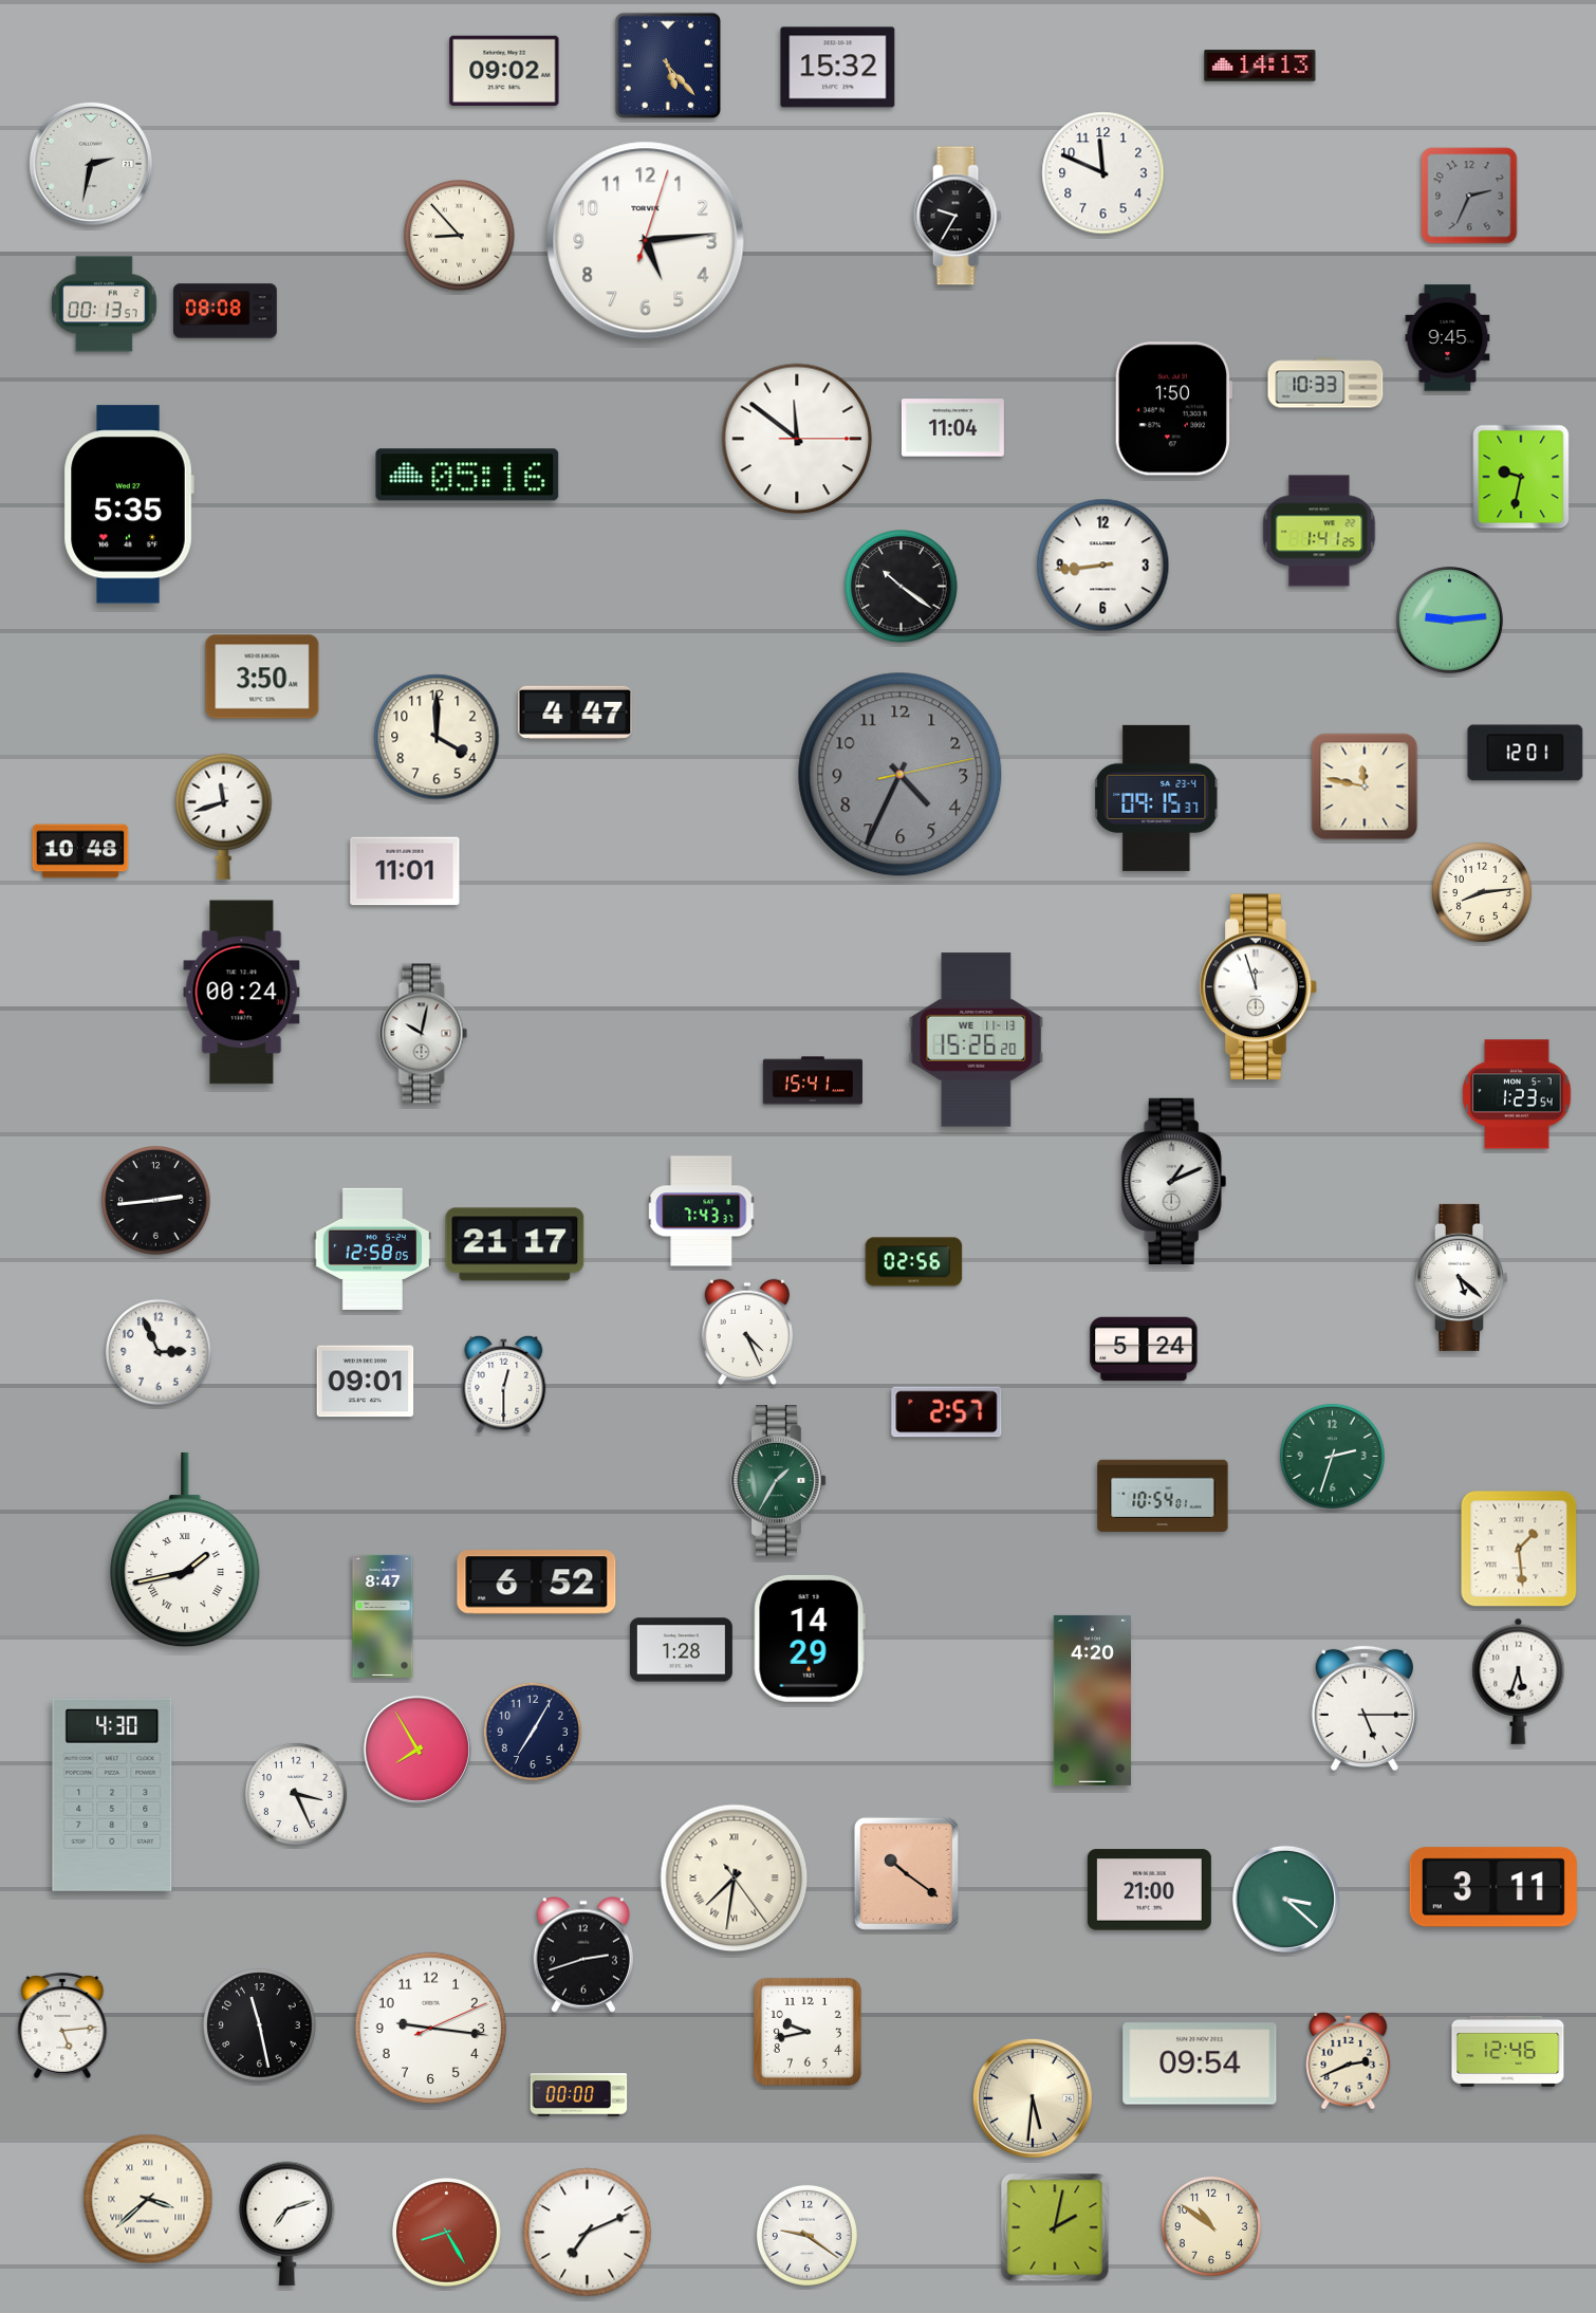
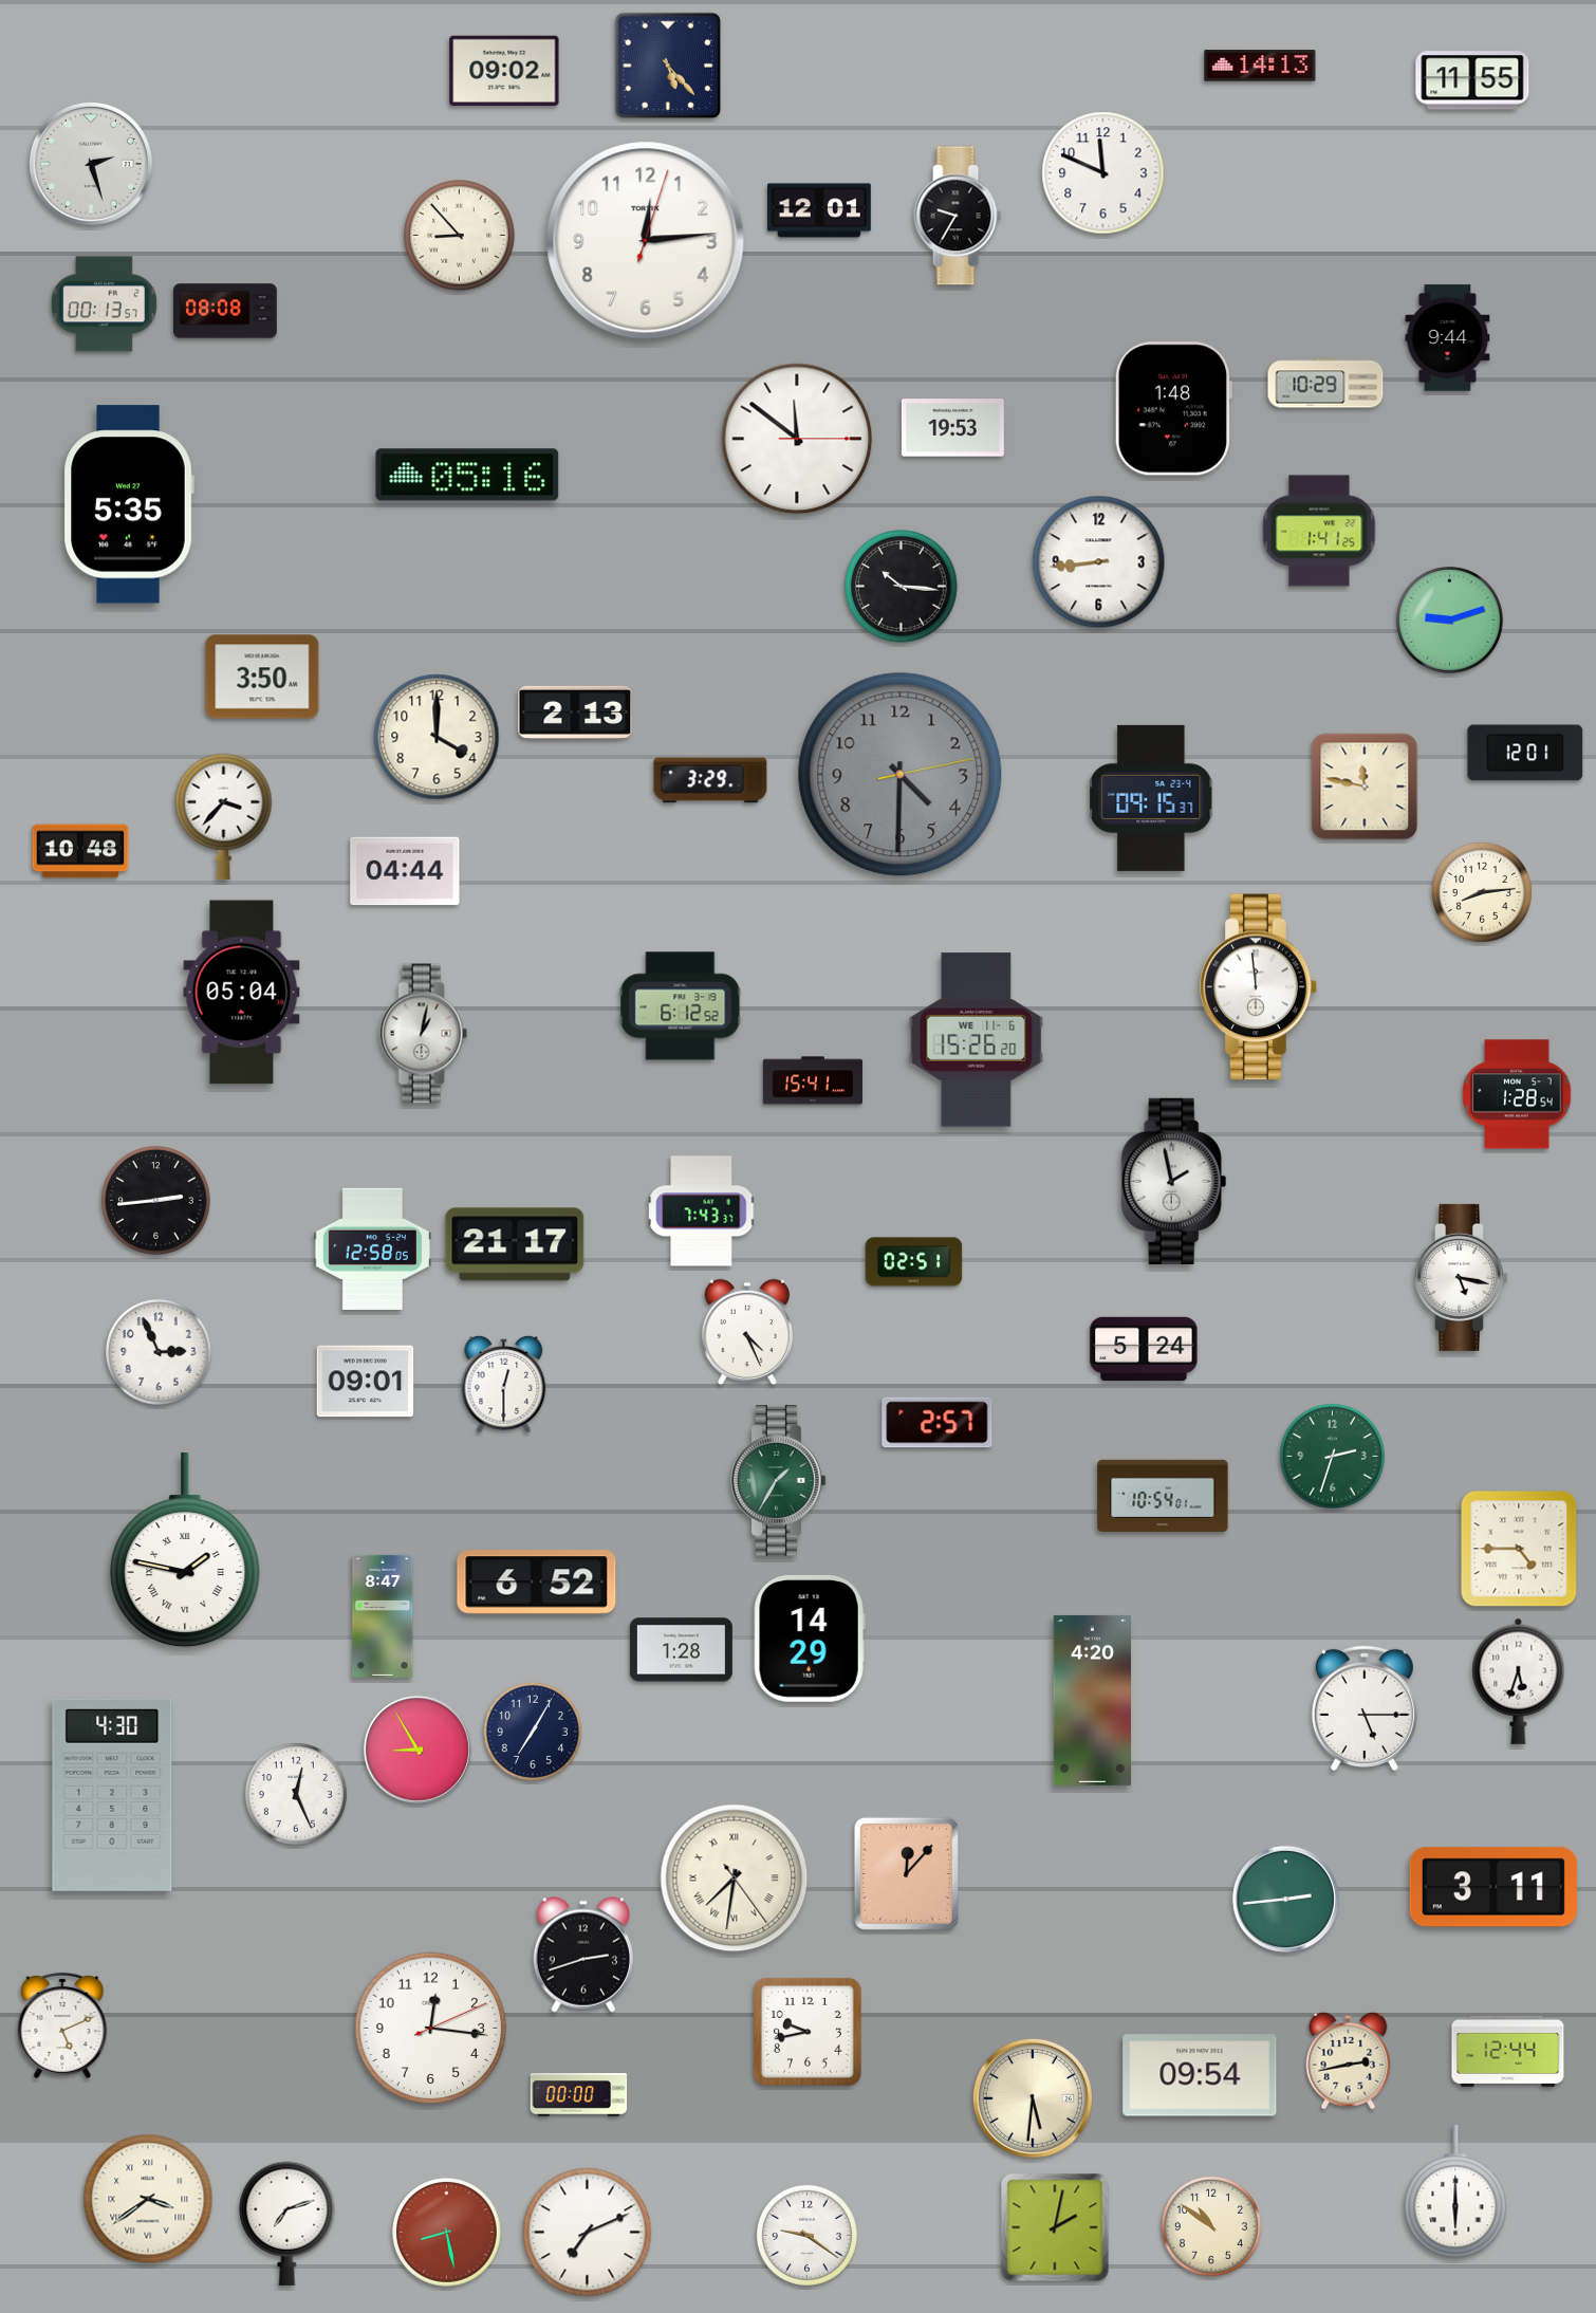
clock at (838, 68): 15:32 -> none
clock at (1472, 80): none -> 11:55
clock at (91, 164): 2:32 -> 2:27
clock at (1469, 196): 2:34 -> none
clock at (820, 210): none -> 12:01
clock at (646, 241): 5:14 -> 12:14
clock at (1448, 338): 9:45 -> 9:44
clock at (1325, 383): 10:33 -> 10:29
clock at (1173, 409): 1:50 -> 1:48
clock at (952, 428): 11:04 -> 19:53
clock at (1521, 477): 9:32 -> none
clock at (1103, 566) position: (1103, 566) -> (1099, 562)
clock at (902, 587): 10:21 -> 10:16
clock at (1450, 621): 9:14 -> 9:12
clock at (575, 713): 4:47 -> 2:13
clock at (901, 775): 4:34 -> 4:30
clock at (710, 780): none -> 3:29
clock at (1157, 798) position: (1157, 798) -> (1152, 798)
clock at (224, 816): 11:42 -> 3:37
clock at (405, 871): 11:01 -> 04:44
clock at (1259, 987): 11:57 -> 11:59
clock at (242, 993): 00:24 -> 05:04
clock at (681, 1006): none -> 6:12
clock at (424, 1034): 10:02 -> 1:02
clock at (977, 1040) date: WE 11-13 -> WE 11-6
clock at (1517, 1094): 1:23 -> 1:28
clock at (1174, 1181): 1:11 -> 1:58
clock at (914, 1262): 02:56 -> 02:51
clock at (1461, 1277): 5:22 -> 5:17
clock at (947, 1412) position: (947, 1412) -> (938, 1423)
clock at (1519, 1549): 1:29 -> 4:45
clock at (185, 1550): 1:43 -> 1:47
clock at (417, 1750): 7:55 -> 8:55
clock at (296, 1794): 3:26 -> 12:26
clock at (906, 1873): 10:21 -> 12:07
clock at (1149, 1890): 21:00 -> none
clock at (1285, 1899): 3:22 -> 2:44
clock at (62, 2025): 5:14 -> 5:11
clock at (260, 2025): 11:28 -> none
clock at (431, 2029): 9:16 -> 12:16
clock at (1508, 2051): 12:46 -> 12:44
clock at (1349, 2060): 2:41 -> 2:43
clock at (1200, 2064) position: (1200, 2064) -> (1200, 2075)
clock at (1455, 2192): none -> 6:00
clock at (148, 2199): 3:38 -> 3:39
clock at (447, 2233): 8:25 -> 8:28
